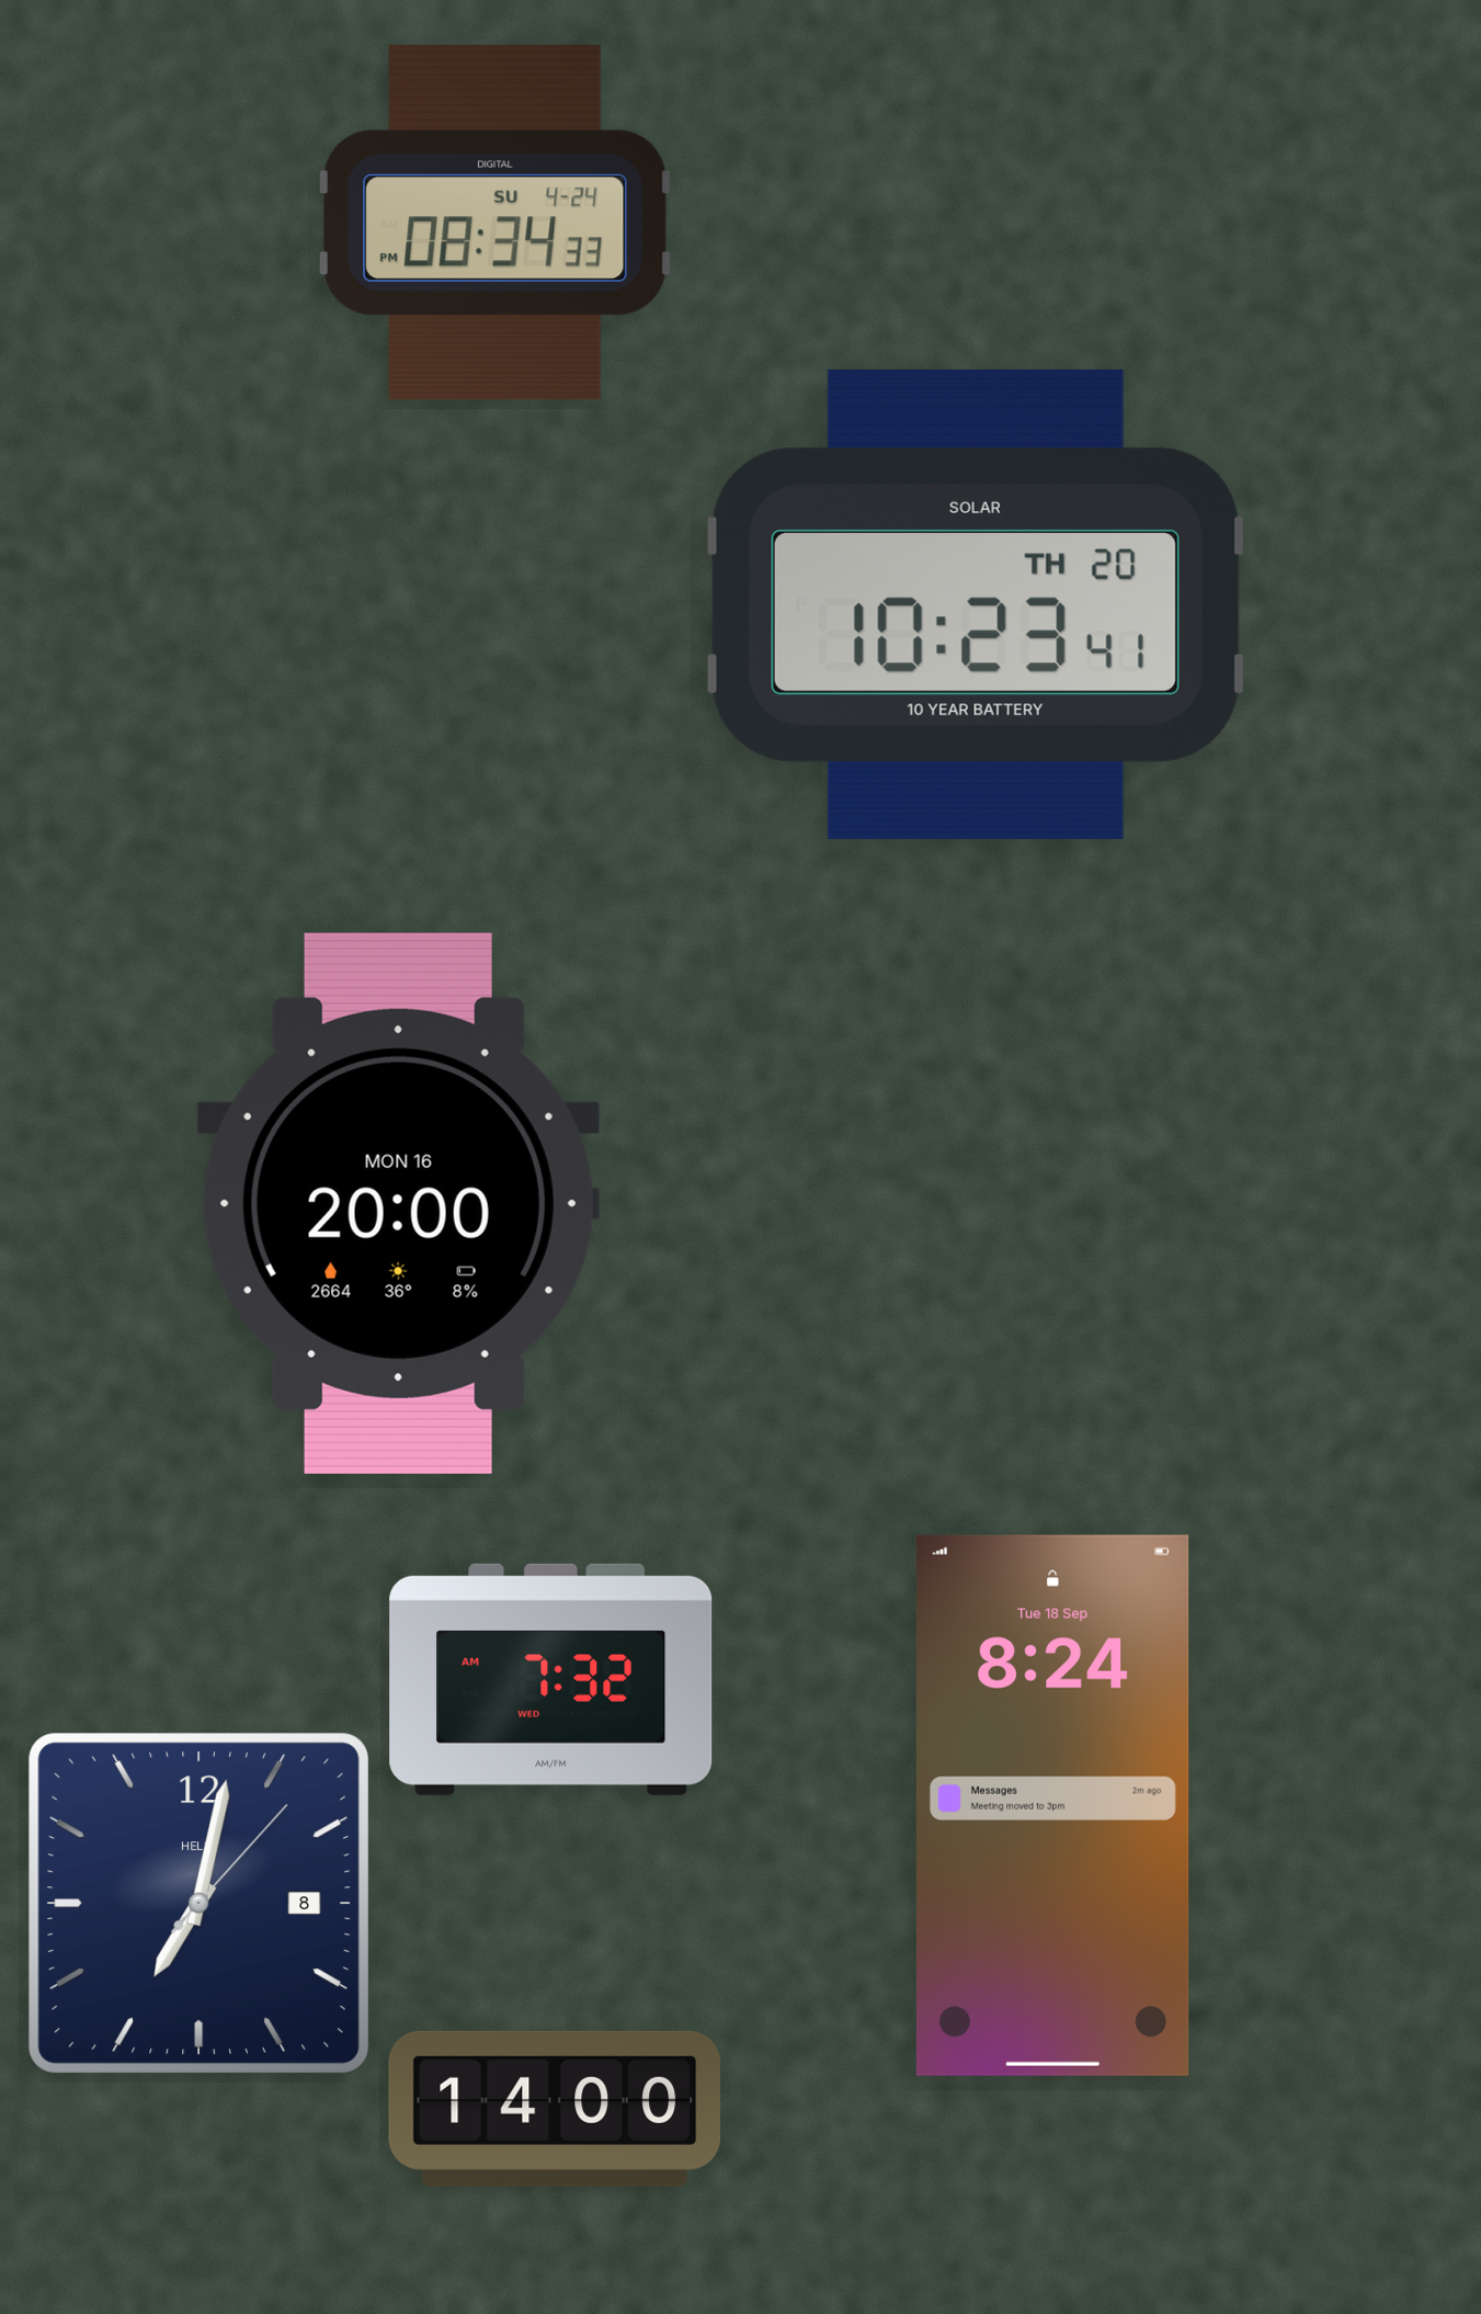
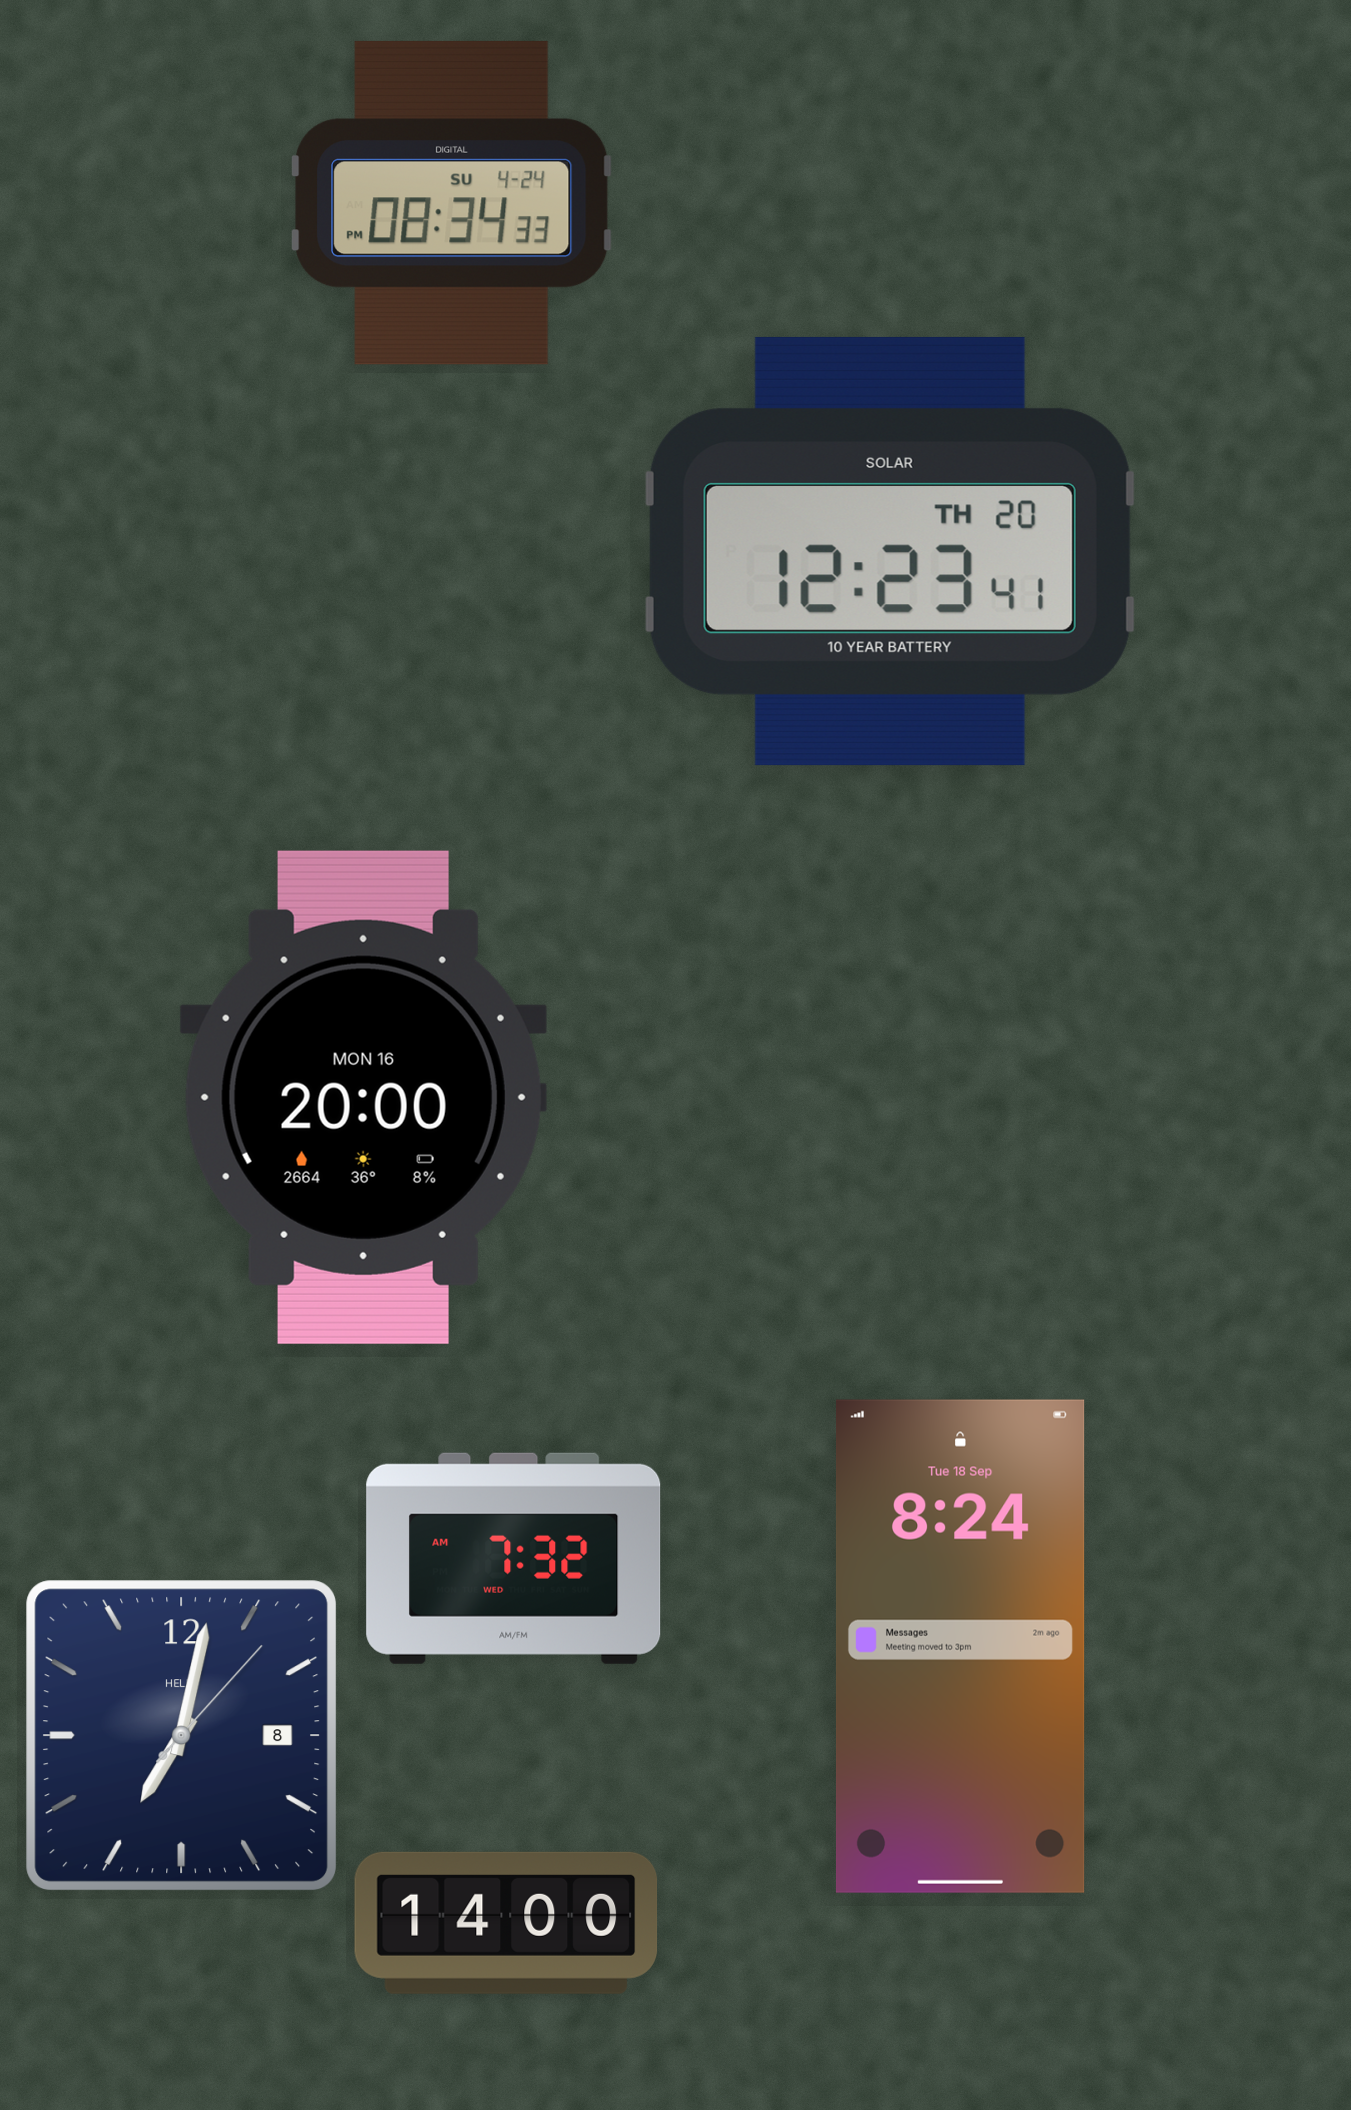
clock at (976, 604): 10:23 -> 12:23
clock at (551, 1679) position: (551, 1679) -> (514, 1558)
